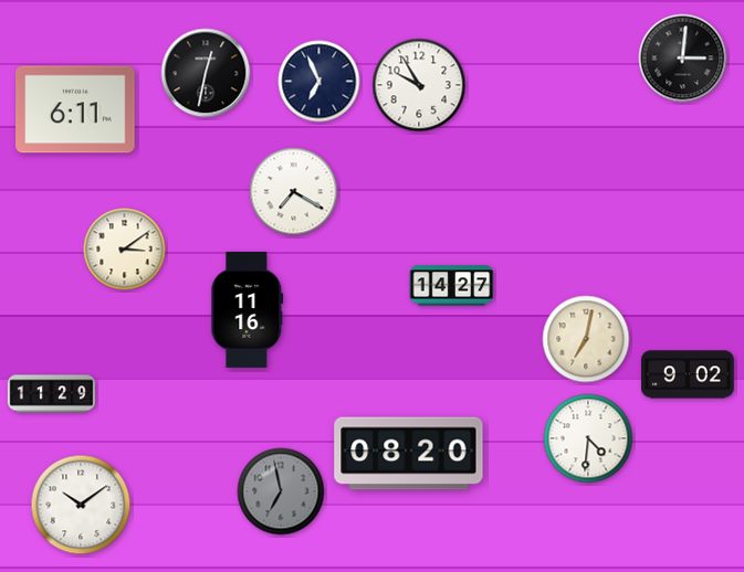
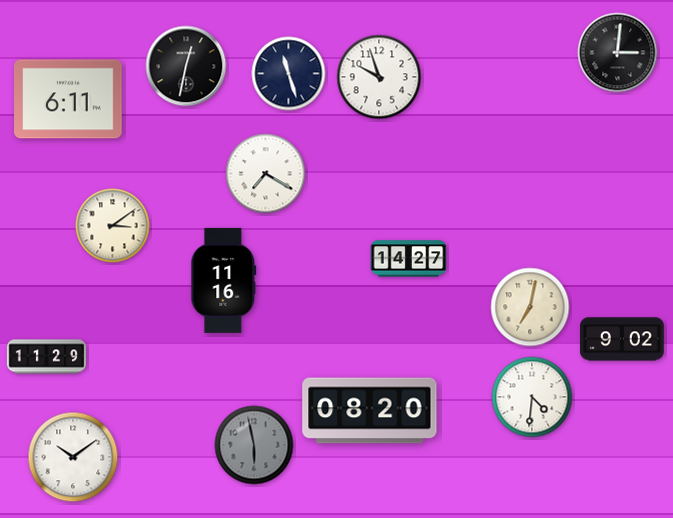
clock at (319, 82): 6:56 -> 11:27
clock at (419, 85): 9:55 -> 9:57
clock at (281, 491): 6:58 -> 5:58
